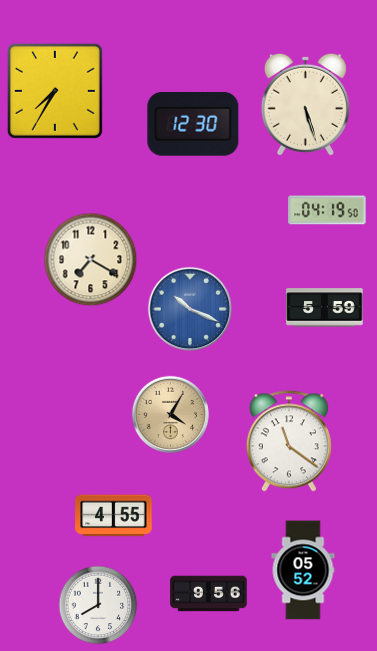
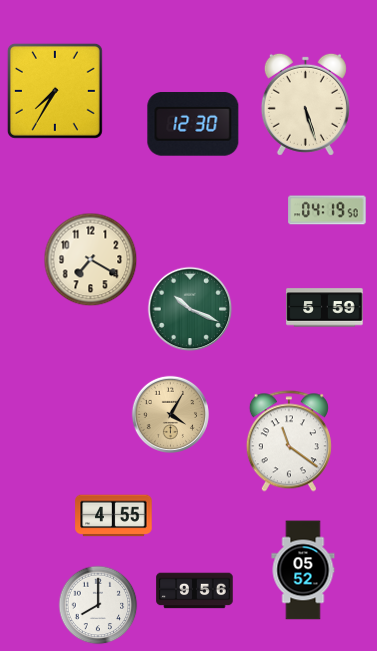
clock at (190, 309) dial: blue -> green
clock at (209, 594) position: (209, 594) -> (195, 591)
